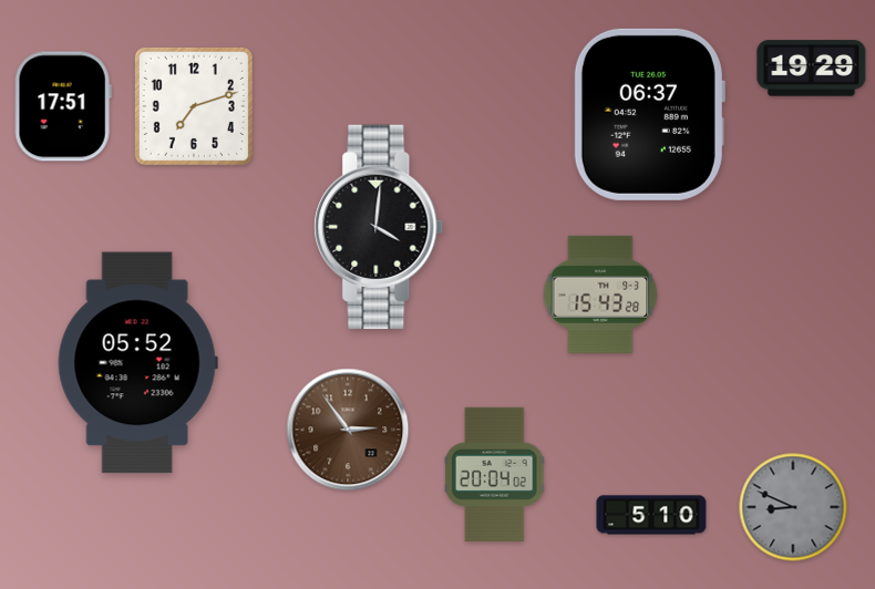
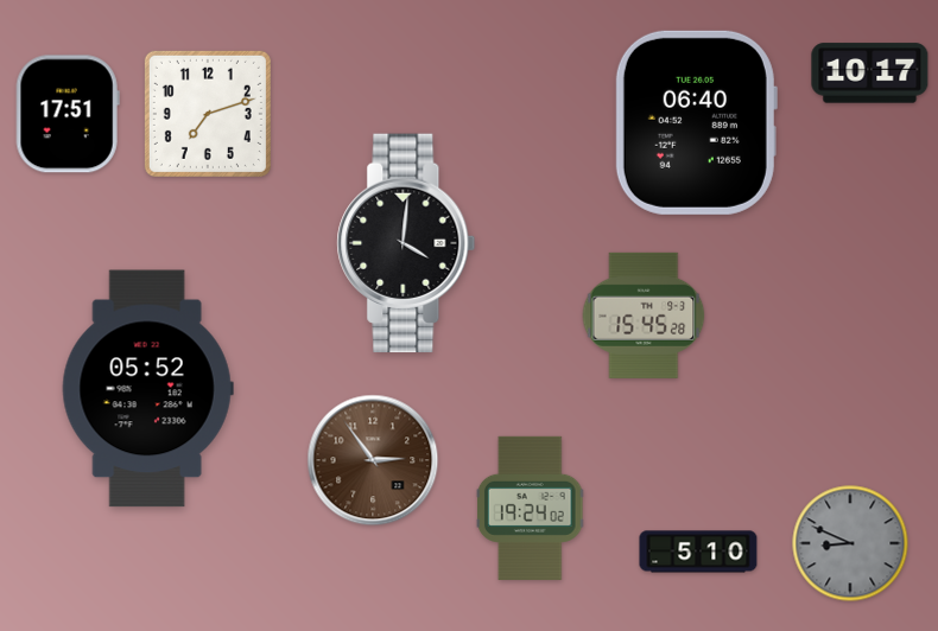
clock at (812, 69): 19:29 -> 10:17
clock at (649, 114): 06:37 -> 06:40
clock at (600, 294): 15:43 -> 15:45
clock at (495, 474): 20:04 -> 19:24
